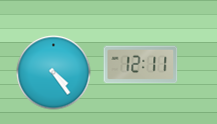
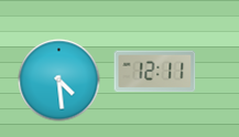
clock at (54, 73): 4:24 -> 4:29
